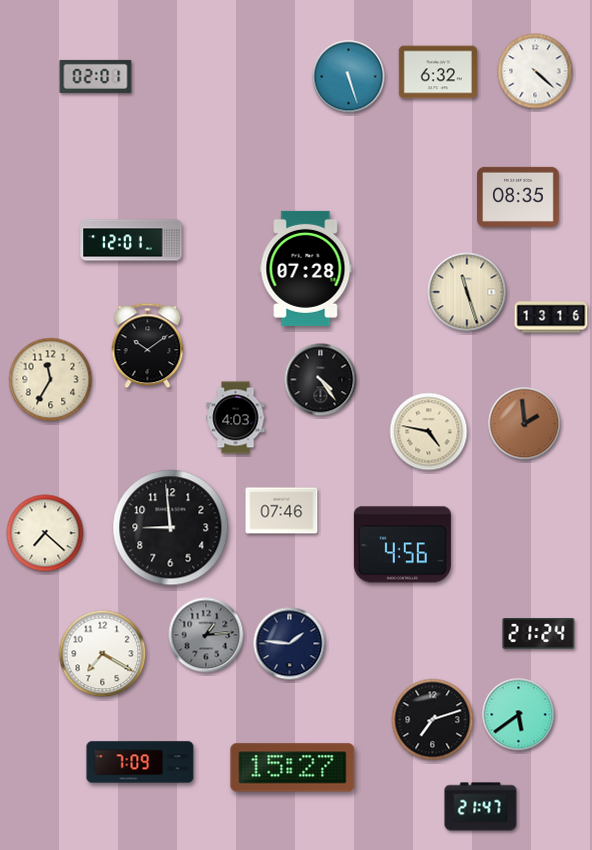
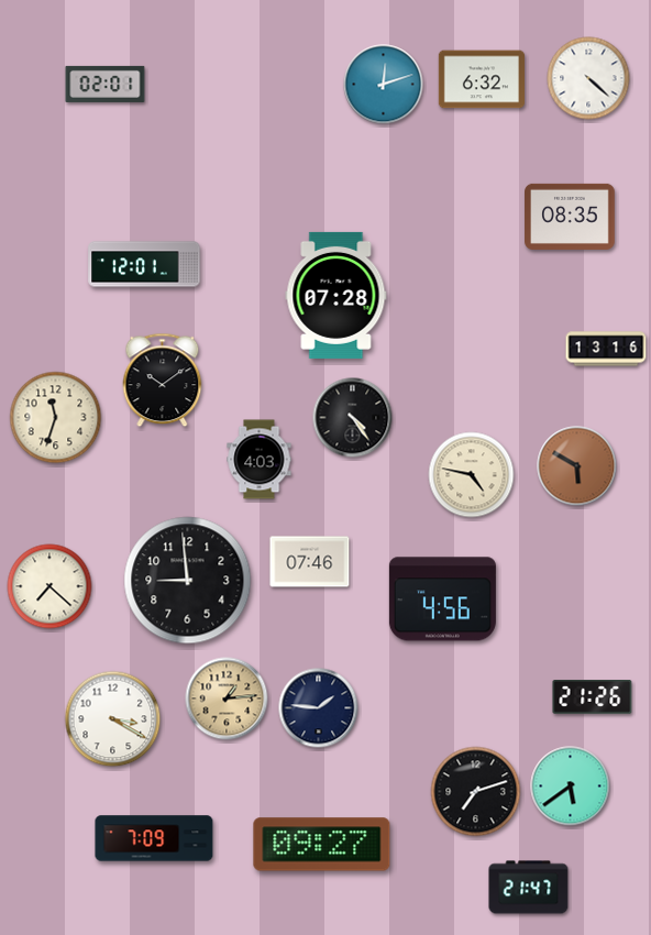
clock at (349, 77): 5:27 -> 12:12
clock at (467, 292): 11:27 -> none
clock at (51, 380): 11:35 -> 11:33
clock at (525, 424): 1:59 -> 5:50
clock at (539, 634): 21:24 -> 21:26
clock at (206, 635) dial: grey -> champagne
clock at (103, 654): 7:20 -> 3:20
clock at (293, 768): 15:27 -> 09:27
